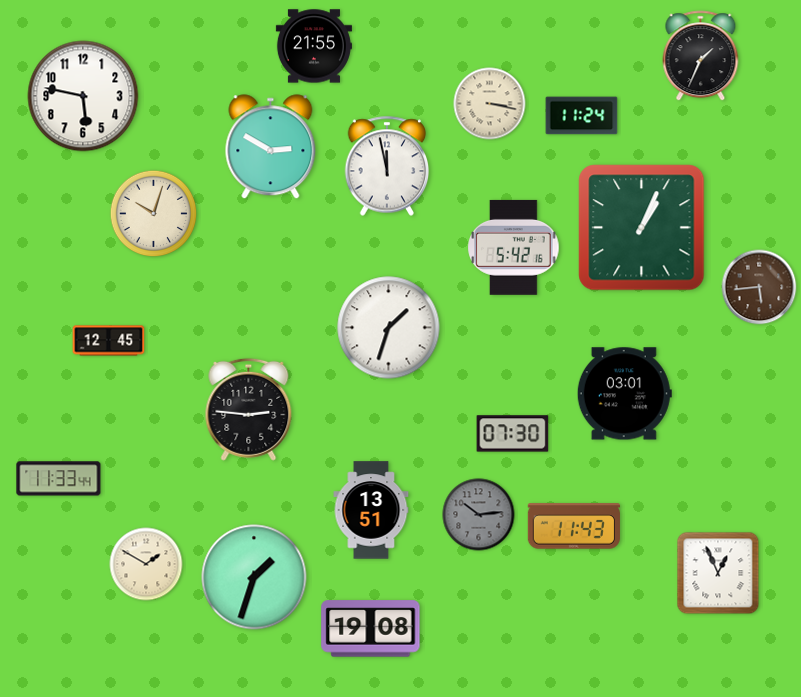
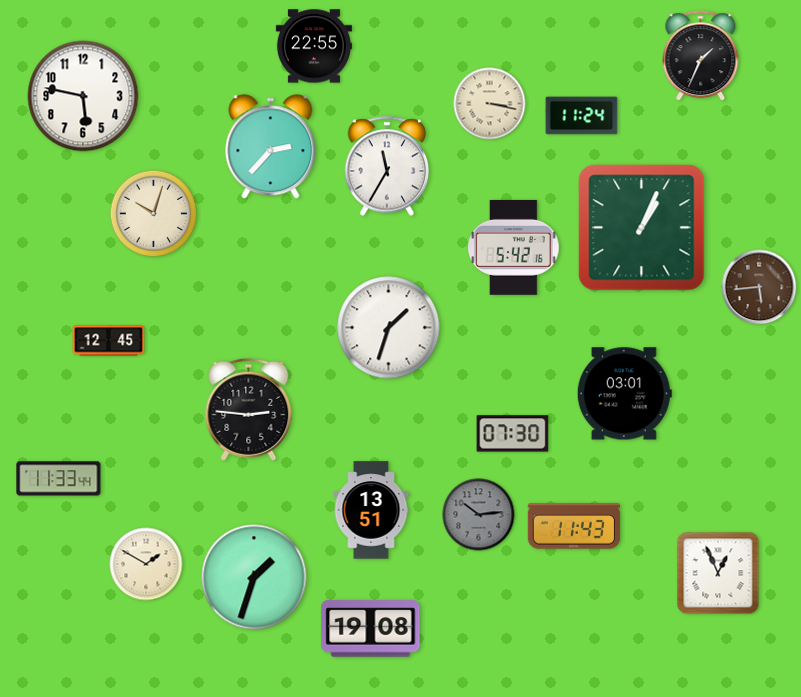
clock at (314, 46): 21:55 -> 22:55
clock at (271, 147): 2:50 -> 2:37
clock at (387, 166): 11:58 -> 11:35
